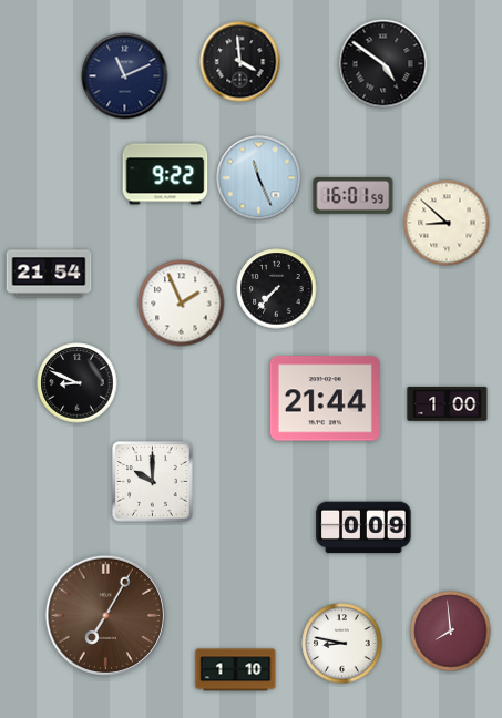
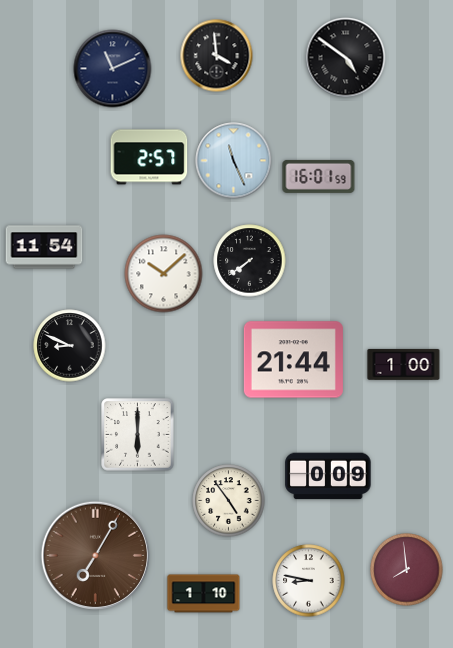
clock at (165, 174): 9:22 -> 2:57
clock at (447, 223): 8:52 -> none
clock at (49, 274): 21:54 -> 11:54
clock at (277, 289): 7:37 -> 7:39
clock at (182, 304): 1:56 -> 10:08
clock at (153, 482): 10:00 -> 6:00
clock at (229, 501): none -> 4:54
clock at (236, 670) position: (236, 670) -> (204, 594)
